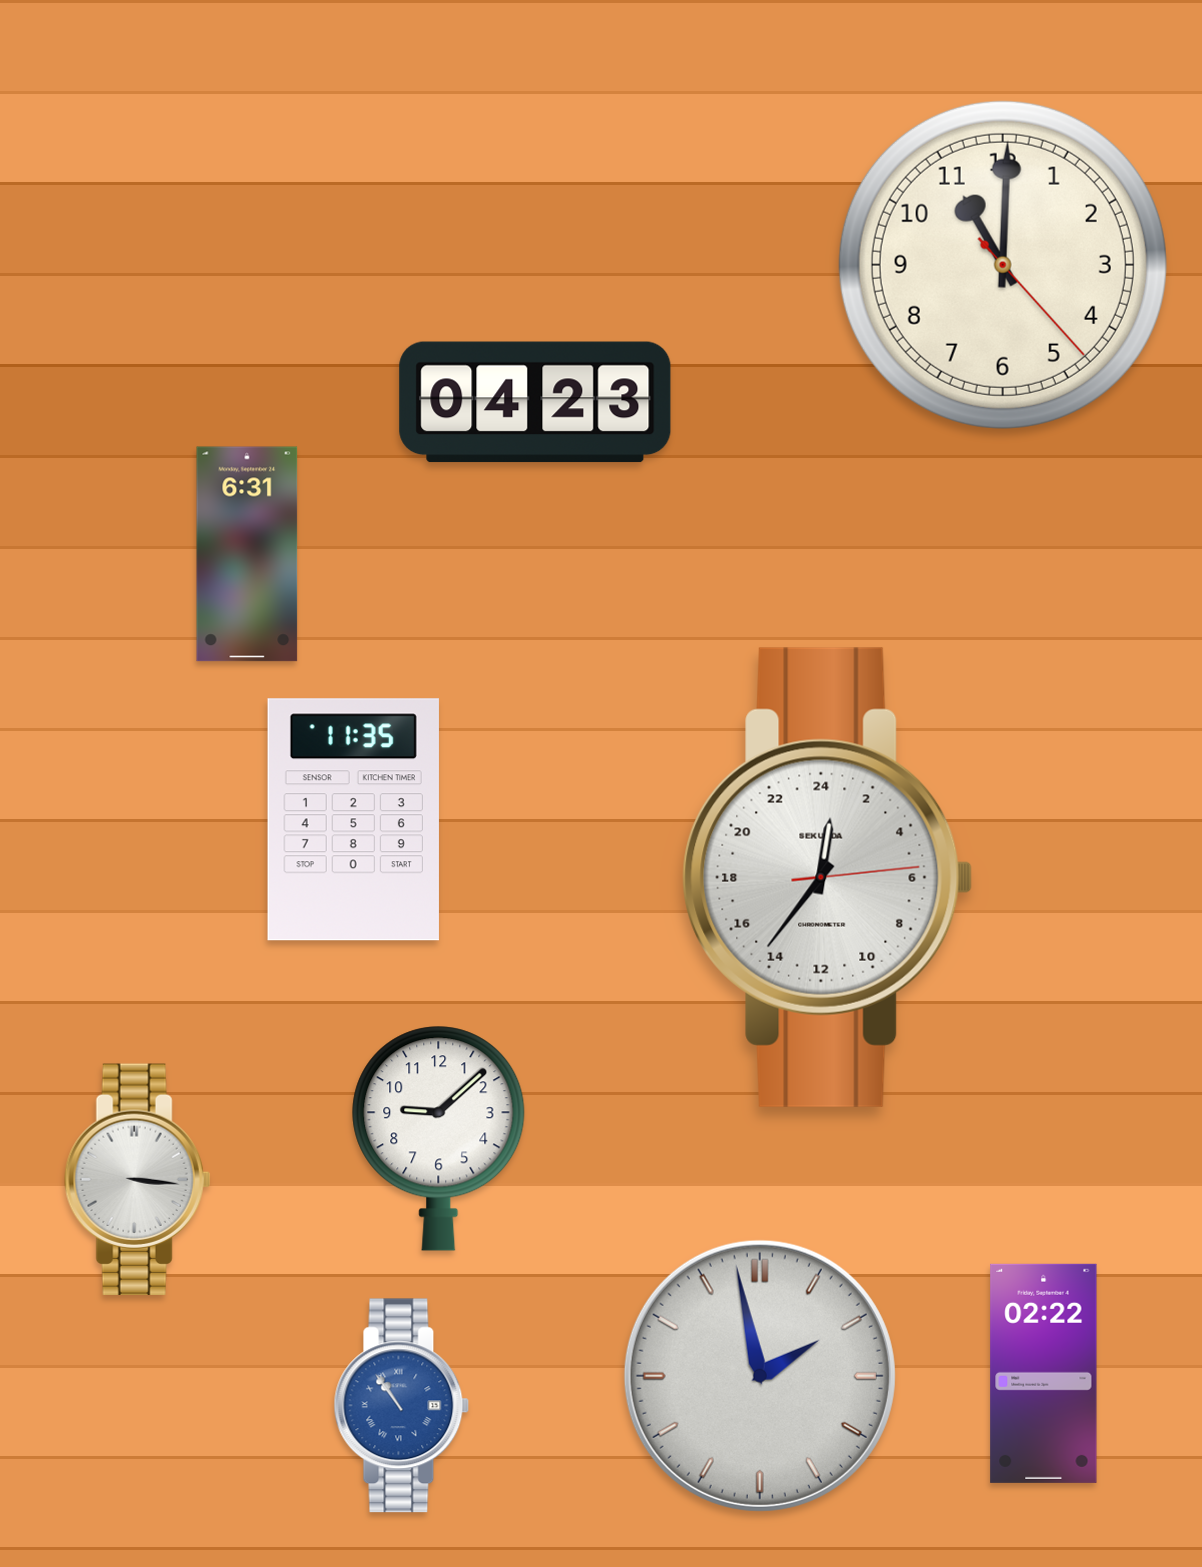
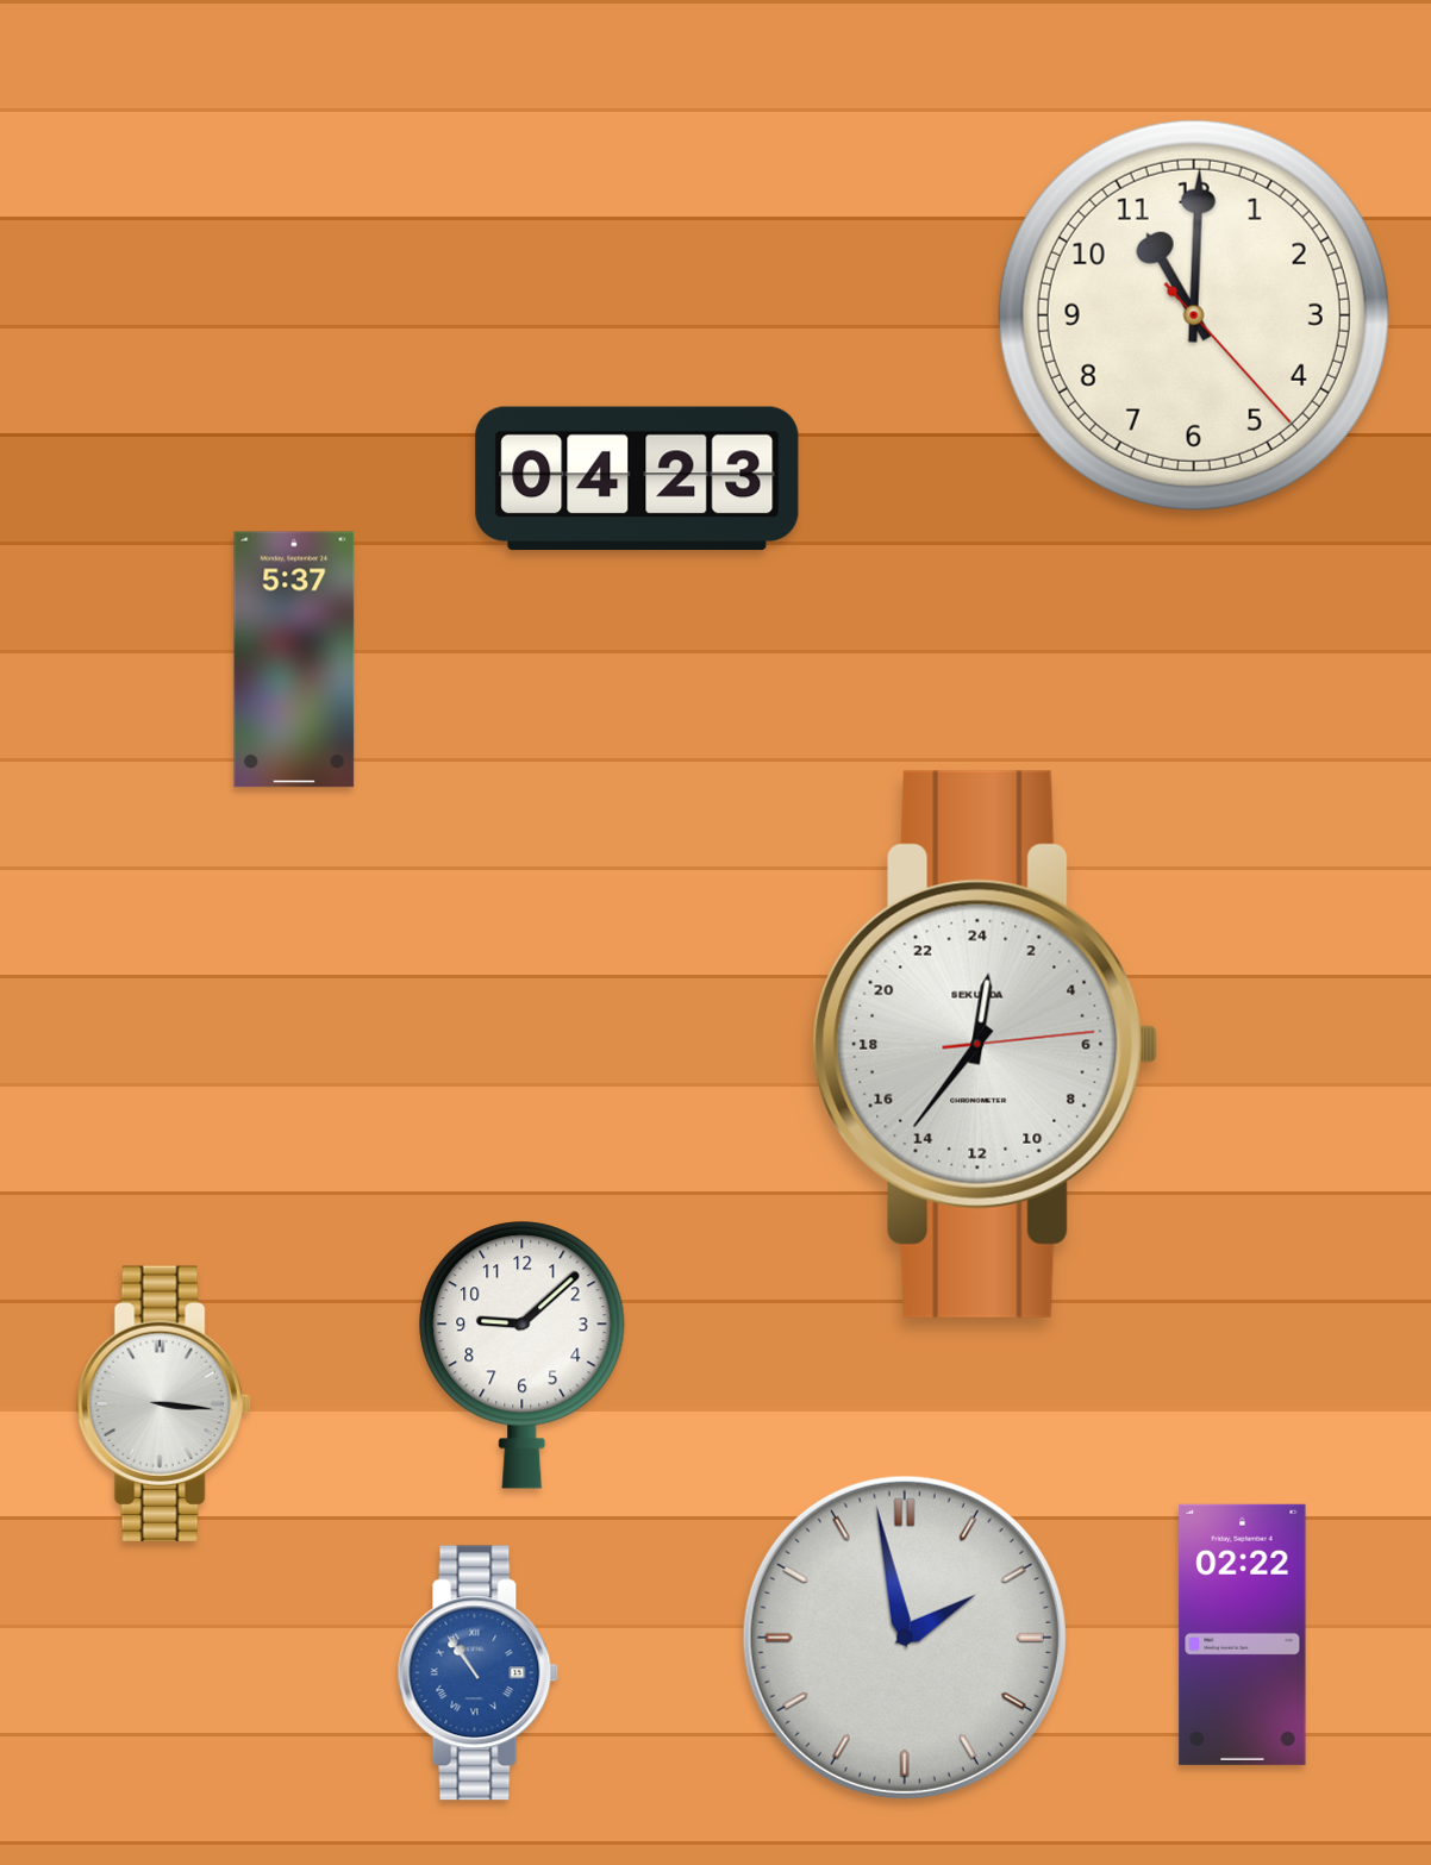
clock at (247, 554): 6:31 -> 5:37
clock at (353, 820): 11:35 -> none
